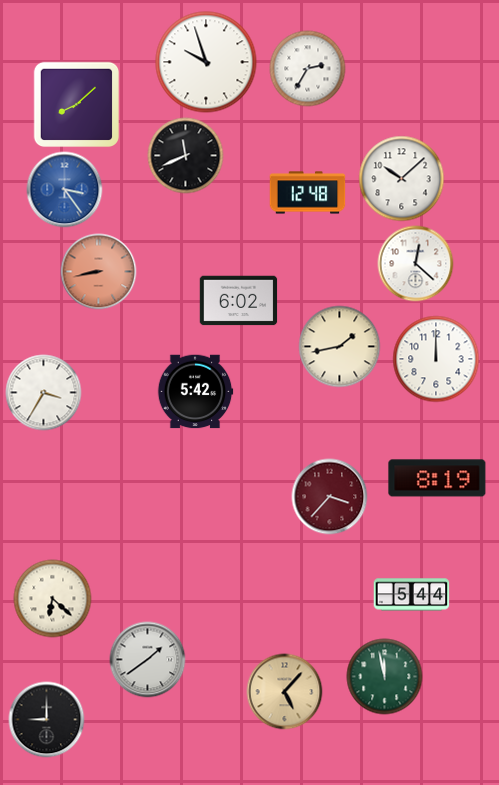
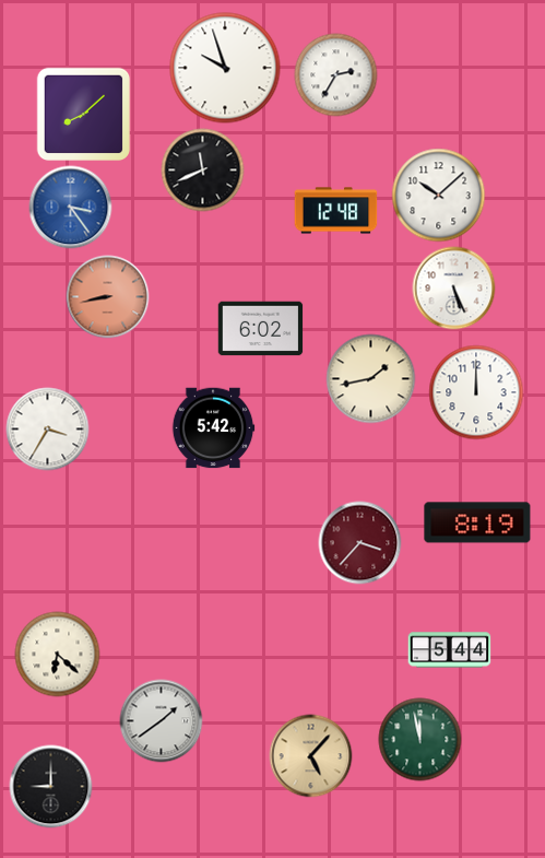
clock at (416, 264): 12:22 -> 5:26
